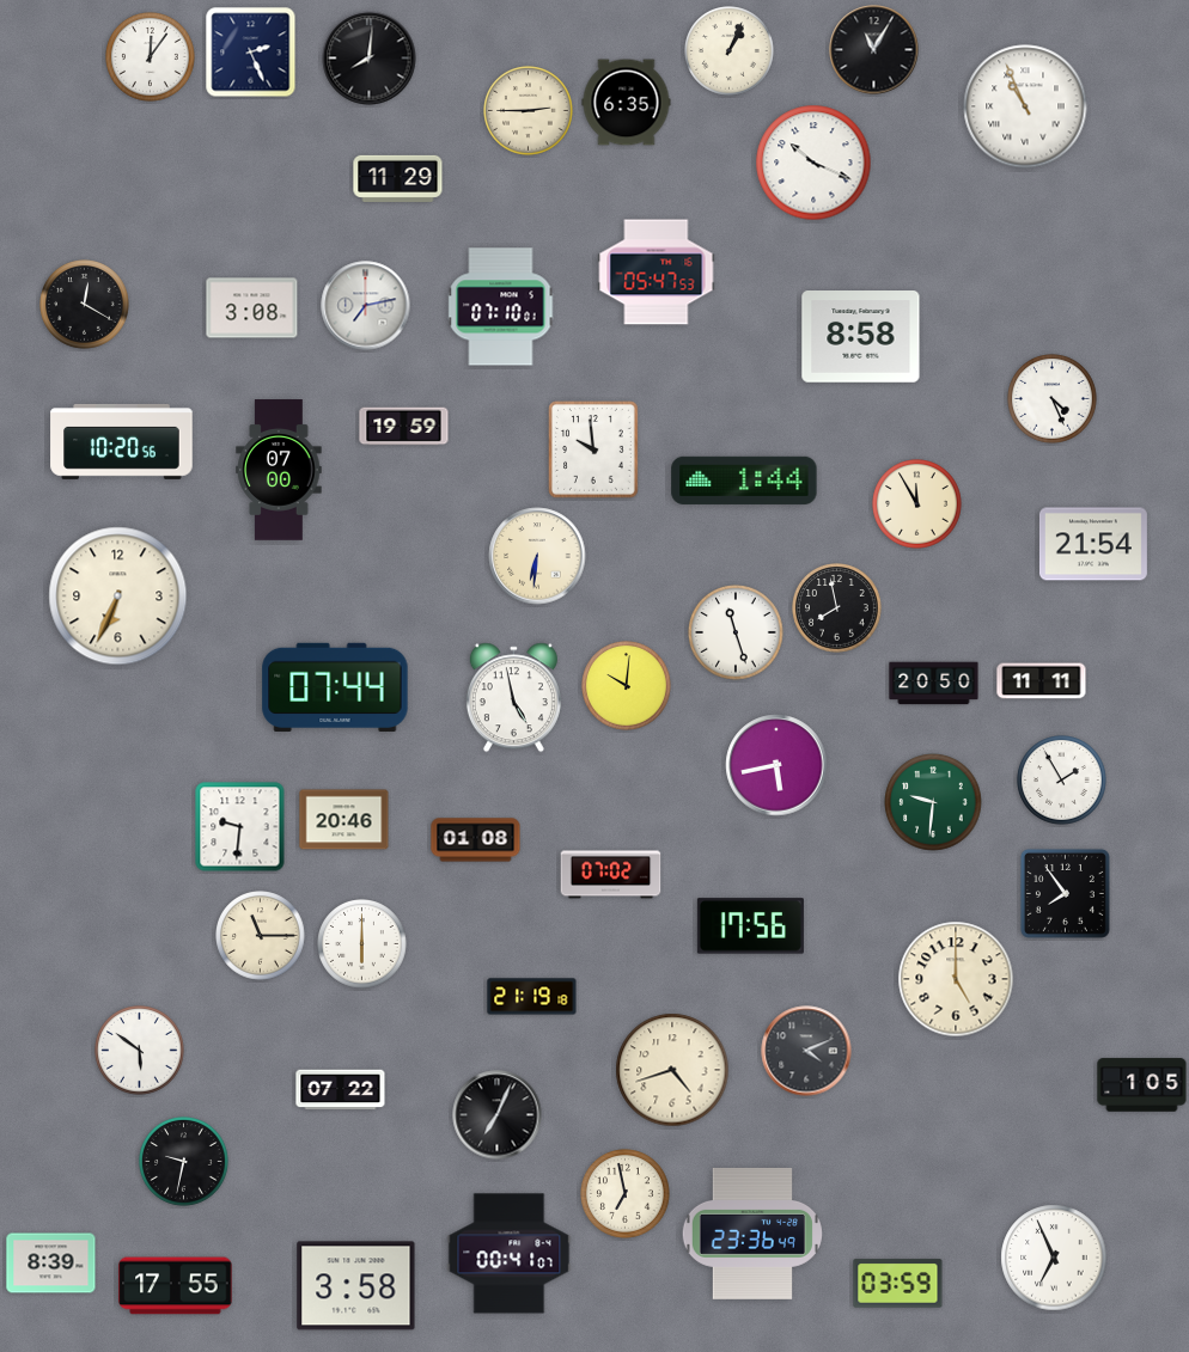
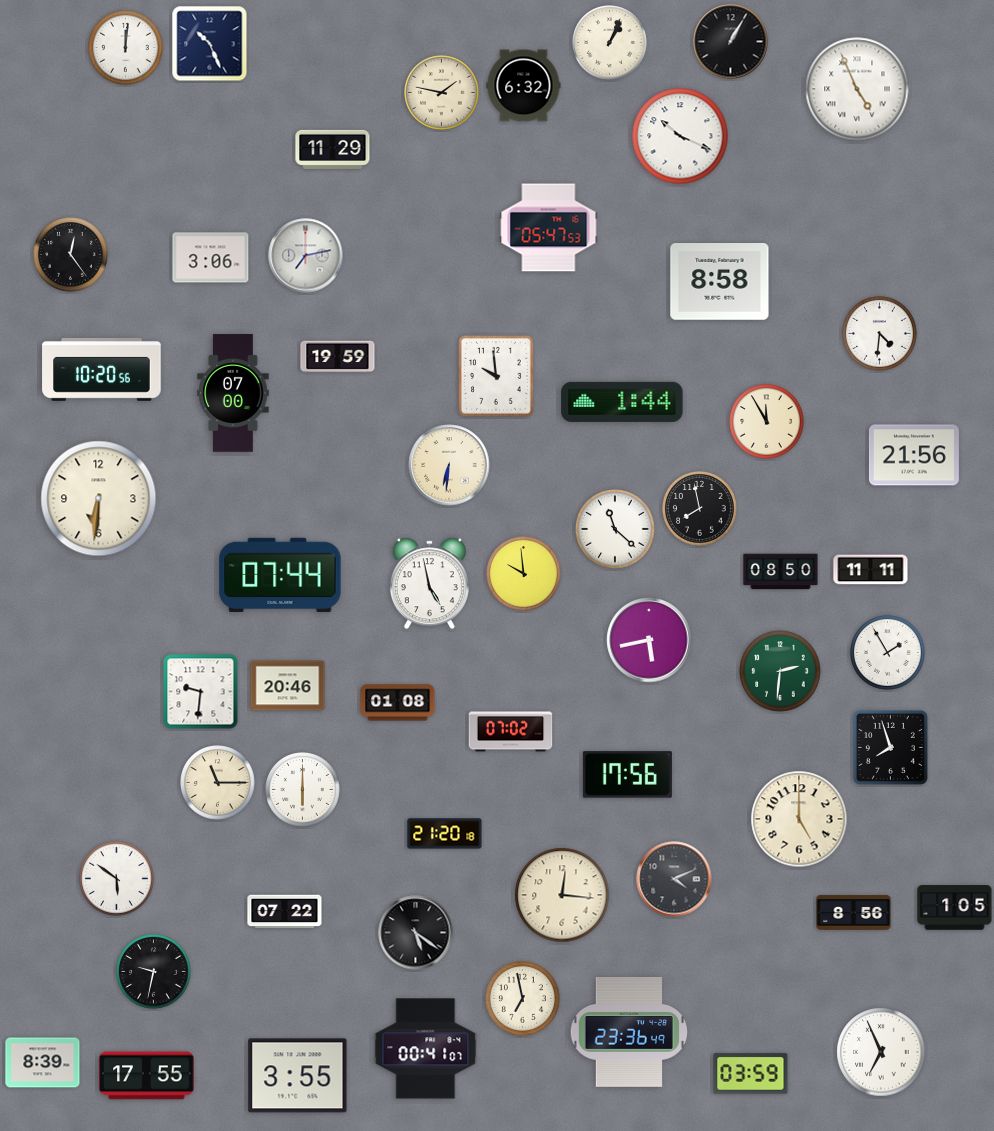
clock at (874, 50): 11:05 -> 1:05
clock at (251, 53): 2:26 -> 10:26
clock at (151, 57): 12:06 -> 12:01
clock at (370, 59): 8:01 -> none
clock at (627, 103): 6:35 -> 6:32
clock at (1025, 106): 10:56 -> 4:56
clock at (529, 111): 2:45 -> 1:47
clock at (85, 305): 12:20 -> 12:24
clock at (501, 307): 07:10 -> none
clock at (252, 308): 3:08 -> 3:06
clock at (1053, 399): 4:26 -> 4:31
clock at (1093, 544): 21:54 -> 21:56
clock at (118, 597): 6:34 -> 6:31
clock at (736, 632): 11:27 -> 11:22
clock at (934, 684): 20:50 -> 08:50
clock at (627, 686): 10:01 -> 9:59
clock at (933, 802): 9:31 -> 2:31
clock at (1065, 893): 7:54 -> 7:57
clock at (532, 997): 21:19 -> 21:20
clock at (672, 1070): 4:42 -> 12:16
clock at (854, 913): none -> 8:56
clock at (498, 1115): 7:04 -> 5:21
clock at (51, 1264) position: (51, 1264) -> (43, 1063)
clock at (356, 1286): 3:58 -> 3:55
